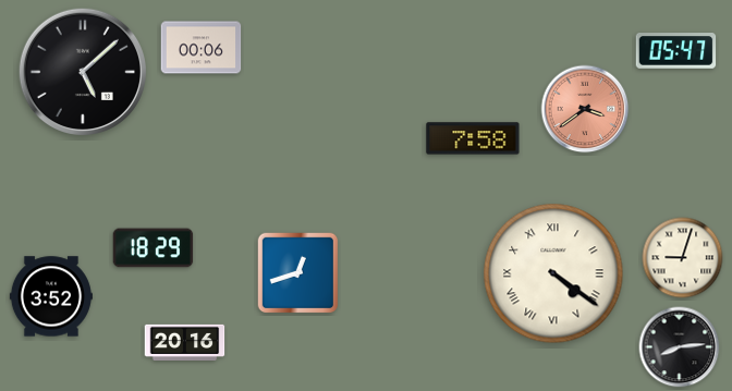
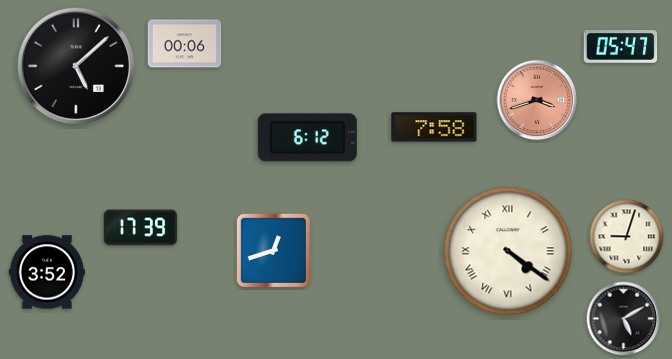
clock at (585, 109): 3:39 -> 3:42
clock at (307, 138): none -> 6:12
clock at (154, 248): 18:29 -> 17:39
clock at (185, 342): 20:16 -> none
clock at (680, 347): 8:14 -> 5:10
